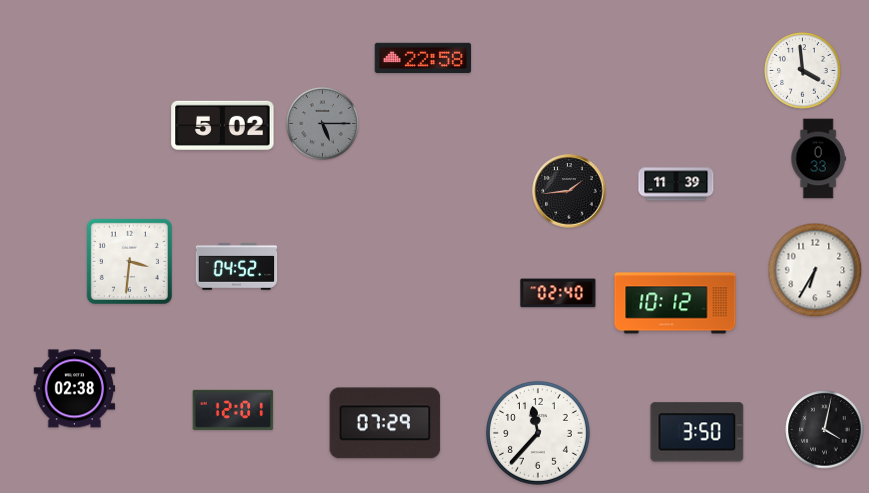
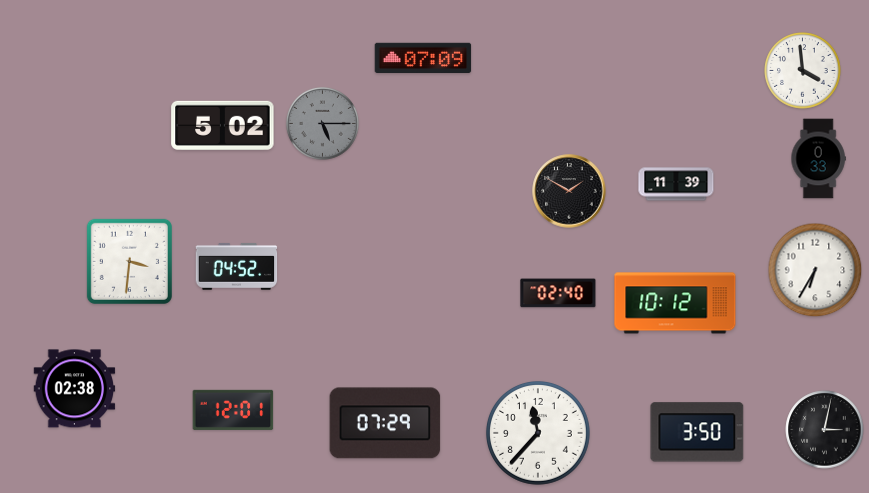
clock at (423, 58): 22:58 -> 07:09
clock at (569, 191): 1:44 -> 1:50
clock at (825, 430): 4:02 -> 3:02
